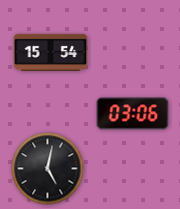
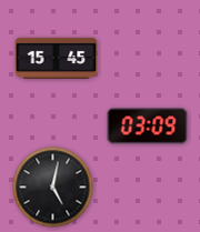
clock at (51, 52): 15:54 -> 15:45
clock at (133, 114): 03:06 -> 03:09
